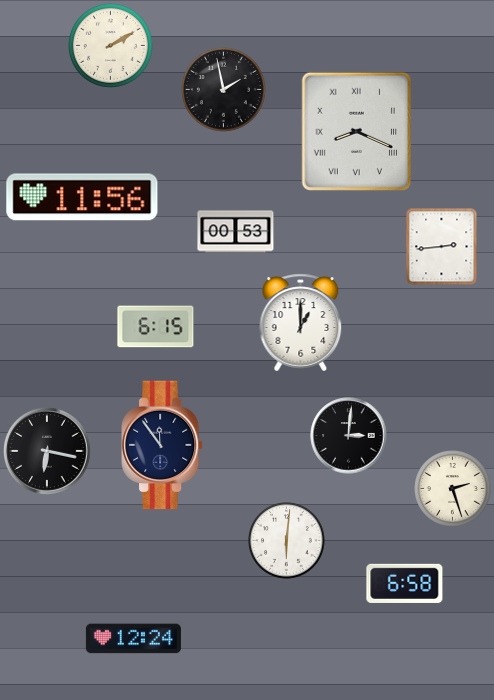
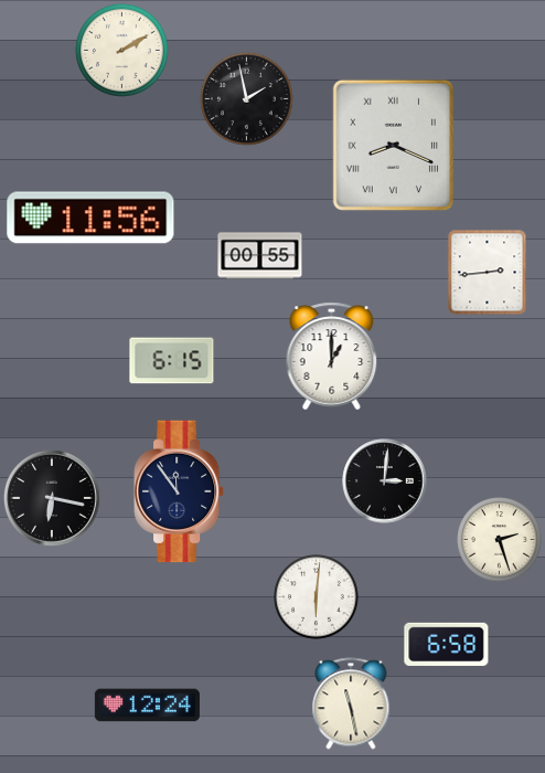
clock at (236, 232): 00:53 -> 00:55
clock at (351, 703): none -> 11:28
